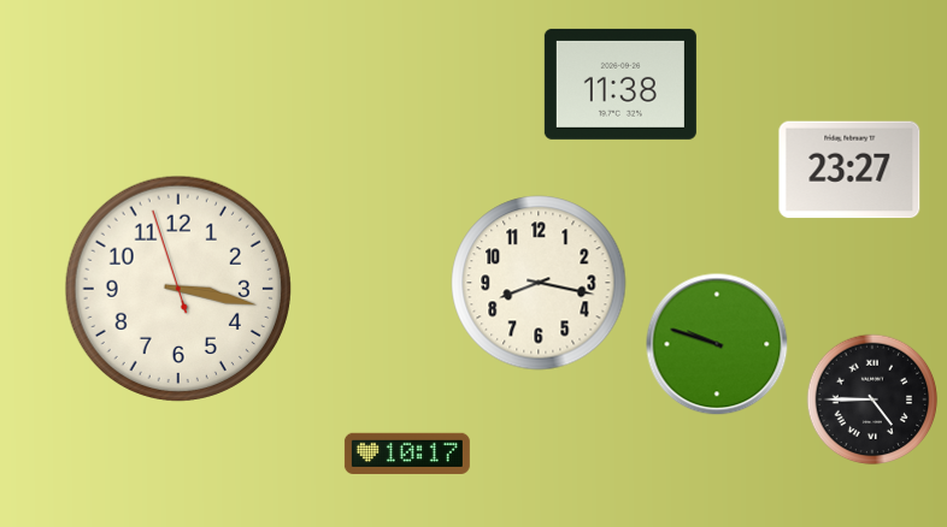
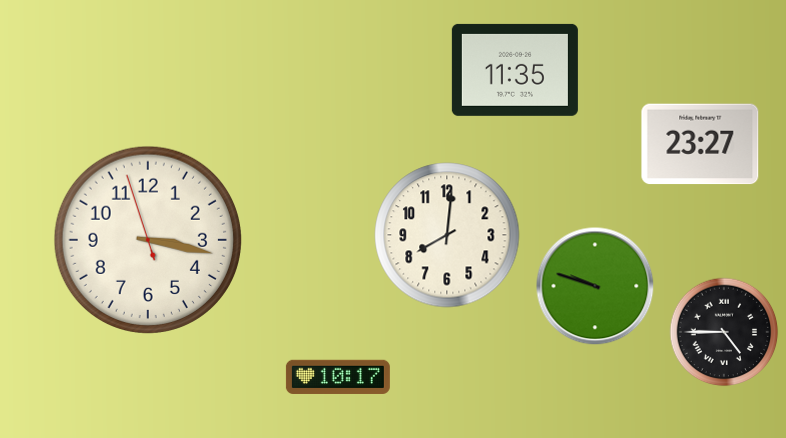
clock at (620, 84): 11:38 -> 11:35
clock at (849, 170) position: (849, 170) -> (700, 144)
clock at (539, 283): 8:17 -> 8:01
